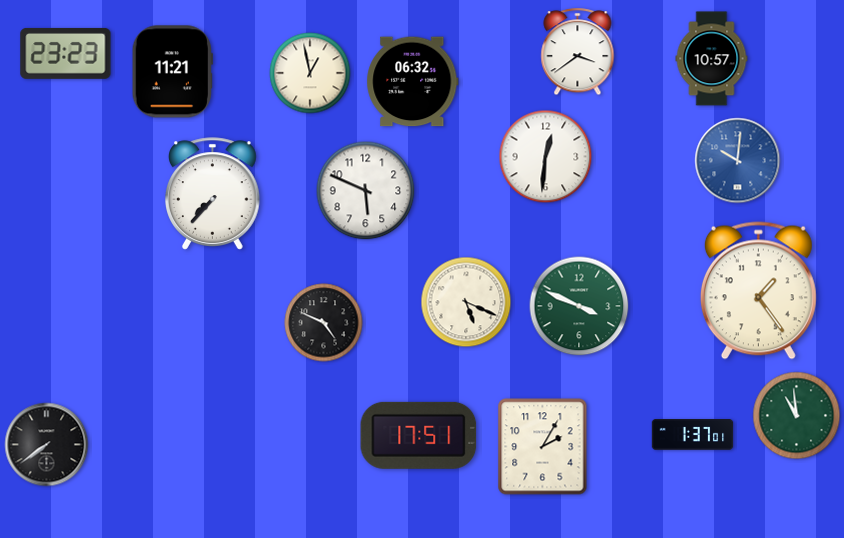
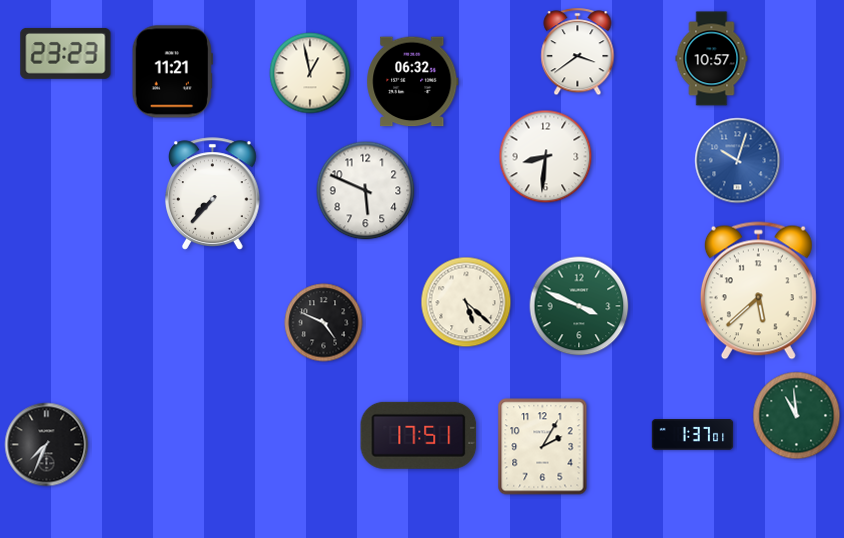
clock at (546, 157): 12:31 -> 8:31
clock at (738, 161): 10:01 -> 10:03
clock at (758, 291): 1:24 -> 5:38
clock at (466, 302): 5:19 -> 5:22
clock at (47, 445): 7:39 -> 7:34
